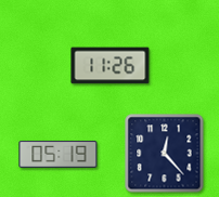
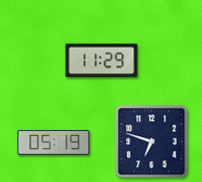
clock at (111, 66): 11:26 -> 11:29
clock at (165, 154): 12:23 -> 6:48
